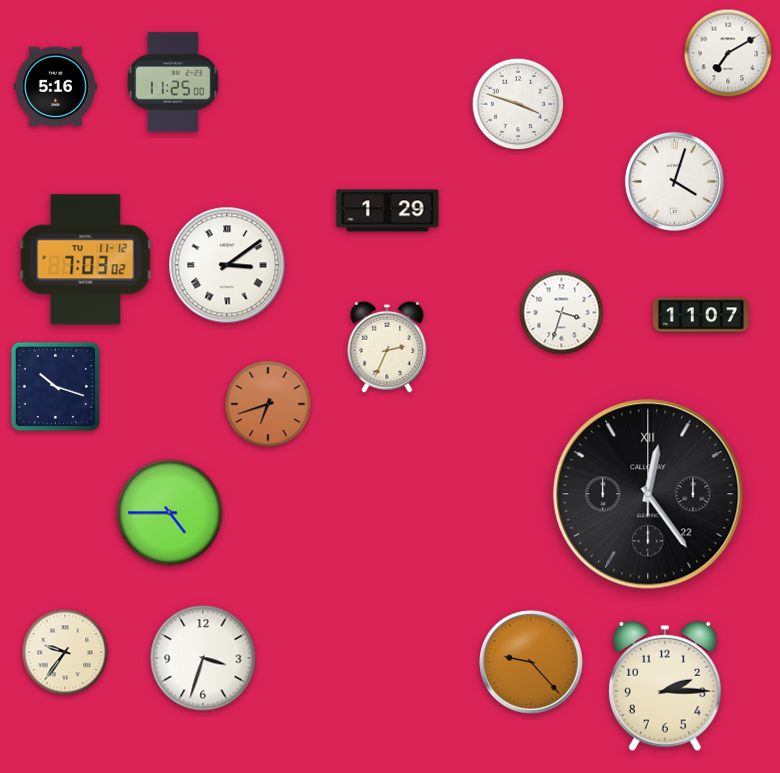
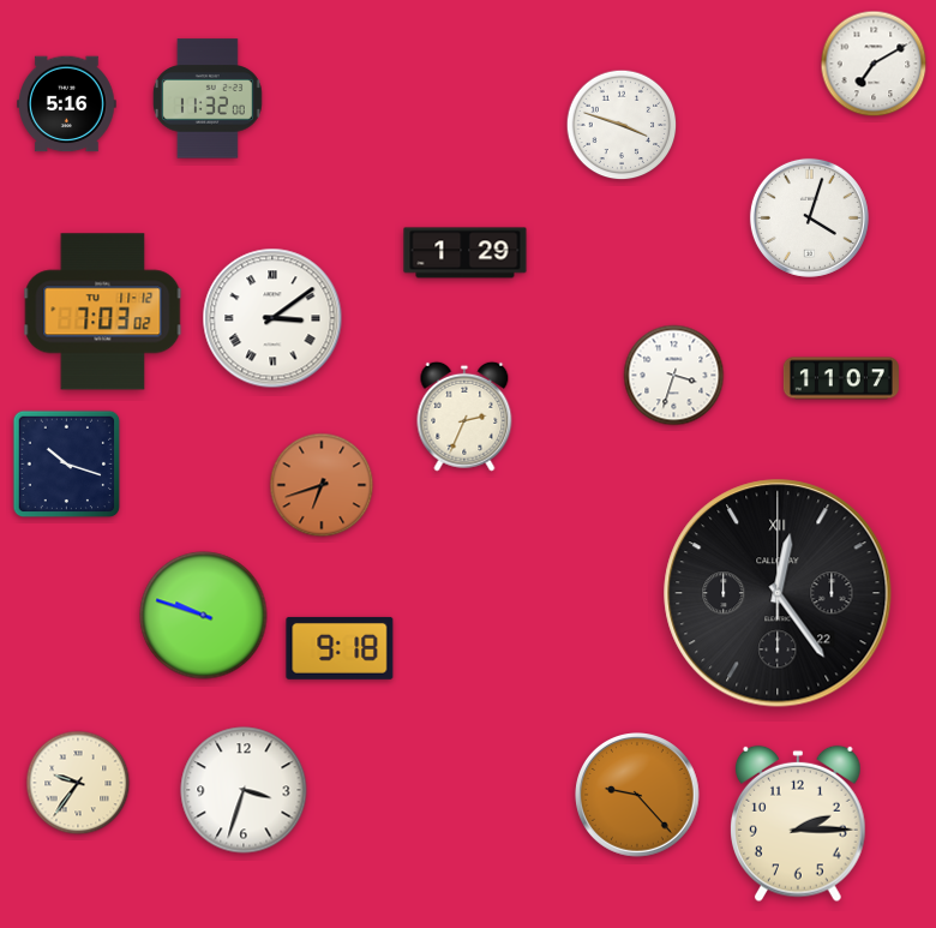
clock at (173, 82): 11:25 -> 11:32
clock at (170, 513): 4:45 -> 9:48
clock at (340, 648): none -> 9:18
